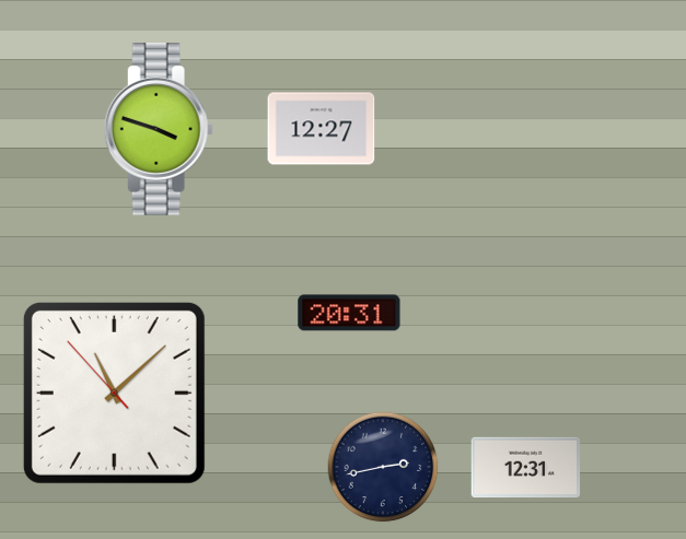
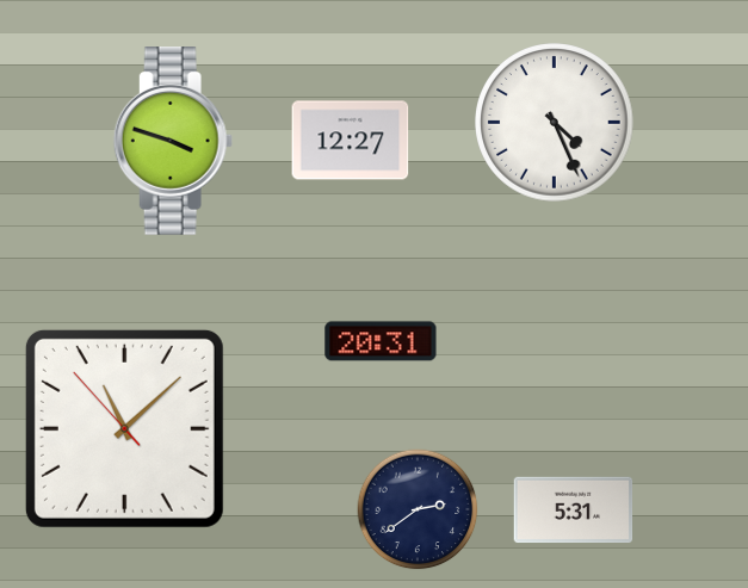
clock at (555, 123): none -> 4:26
clock at (383, 467): 2:43 -> 2:39
clock at (526, 468): 12:31 -> 5:31
